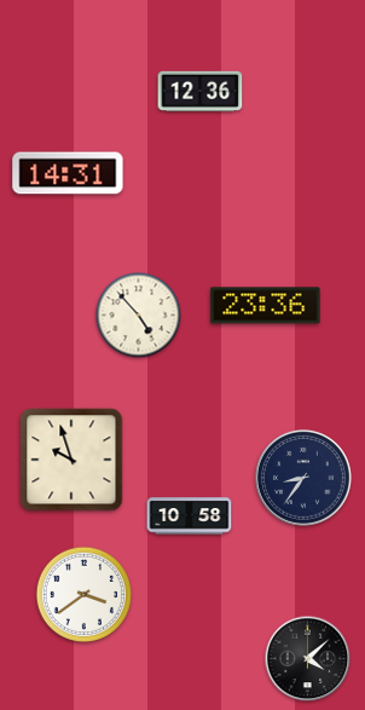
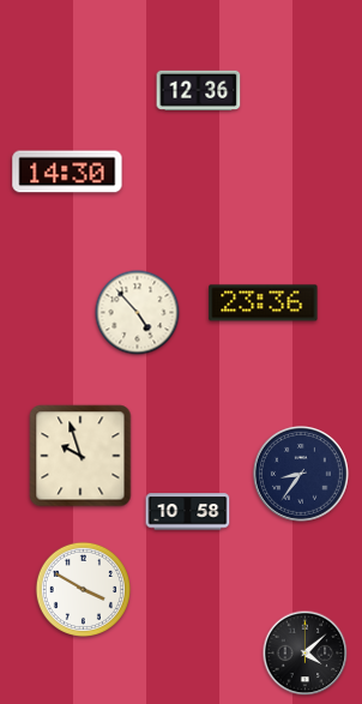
clock at (68, 173): 14:31 -> 14:30
clock at (71, 460) position: (71, 460) -> (80, 456)
clock at (83, 594): 3:39 -> 3:50
